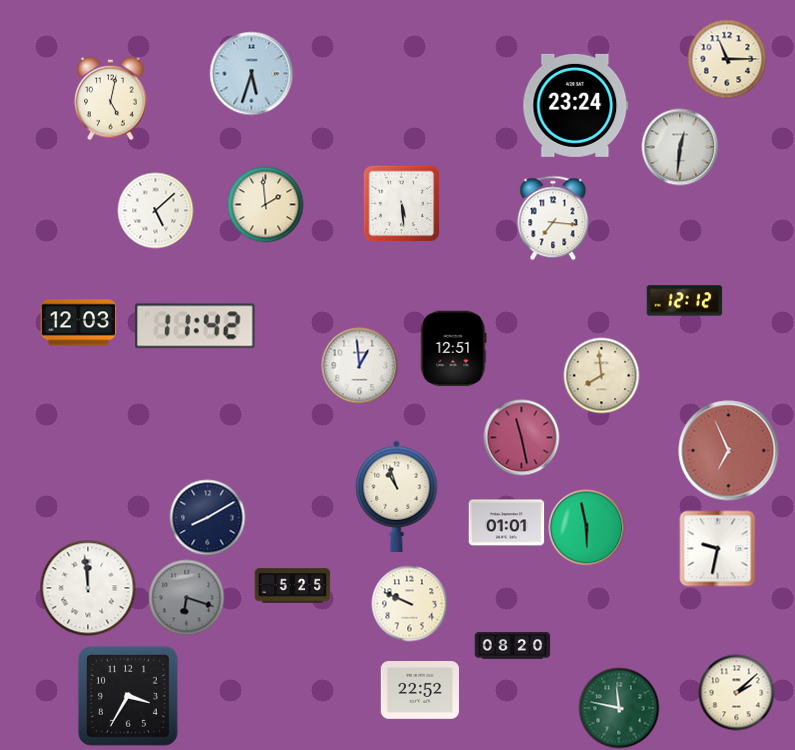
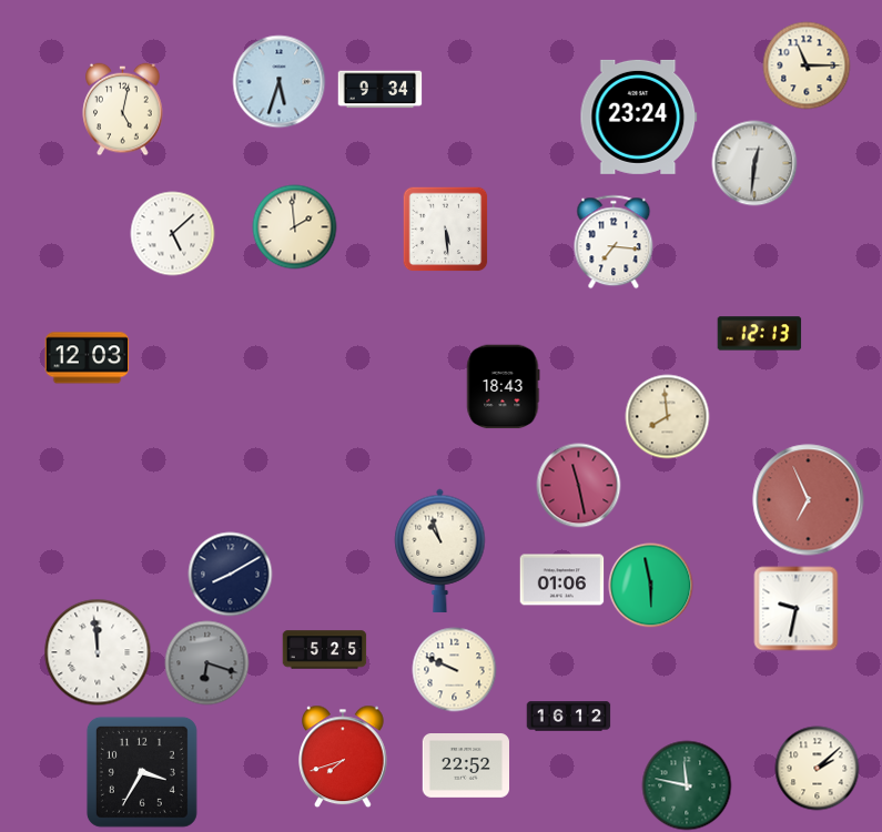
clock at (381, 90): none -> 9:34
clock at (401, 203) position: (401, 203) -> (445, 229)
clock at (685, 301): 12:12 -> 12:13
clock at (196, 326): 11:42 -> none
clock at (454, 349): 12:51 -> 18:43
clock at (360, 366): 12:59 -> none
clock at (507, 523): 01:01 -> 01:06
clock at (513, 646): 08:20 -> 16:12
clock at (344, 757): none -> 7:42
